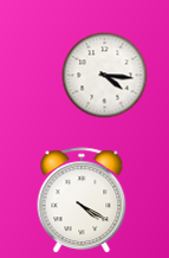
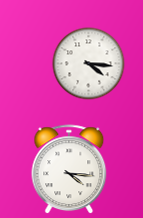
clock at (82, 201): 4:20 -> 4:16
